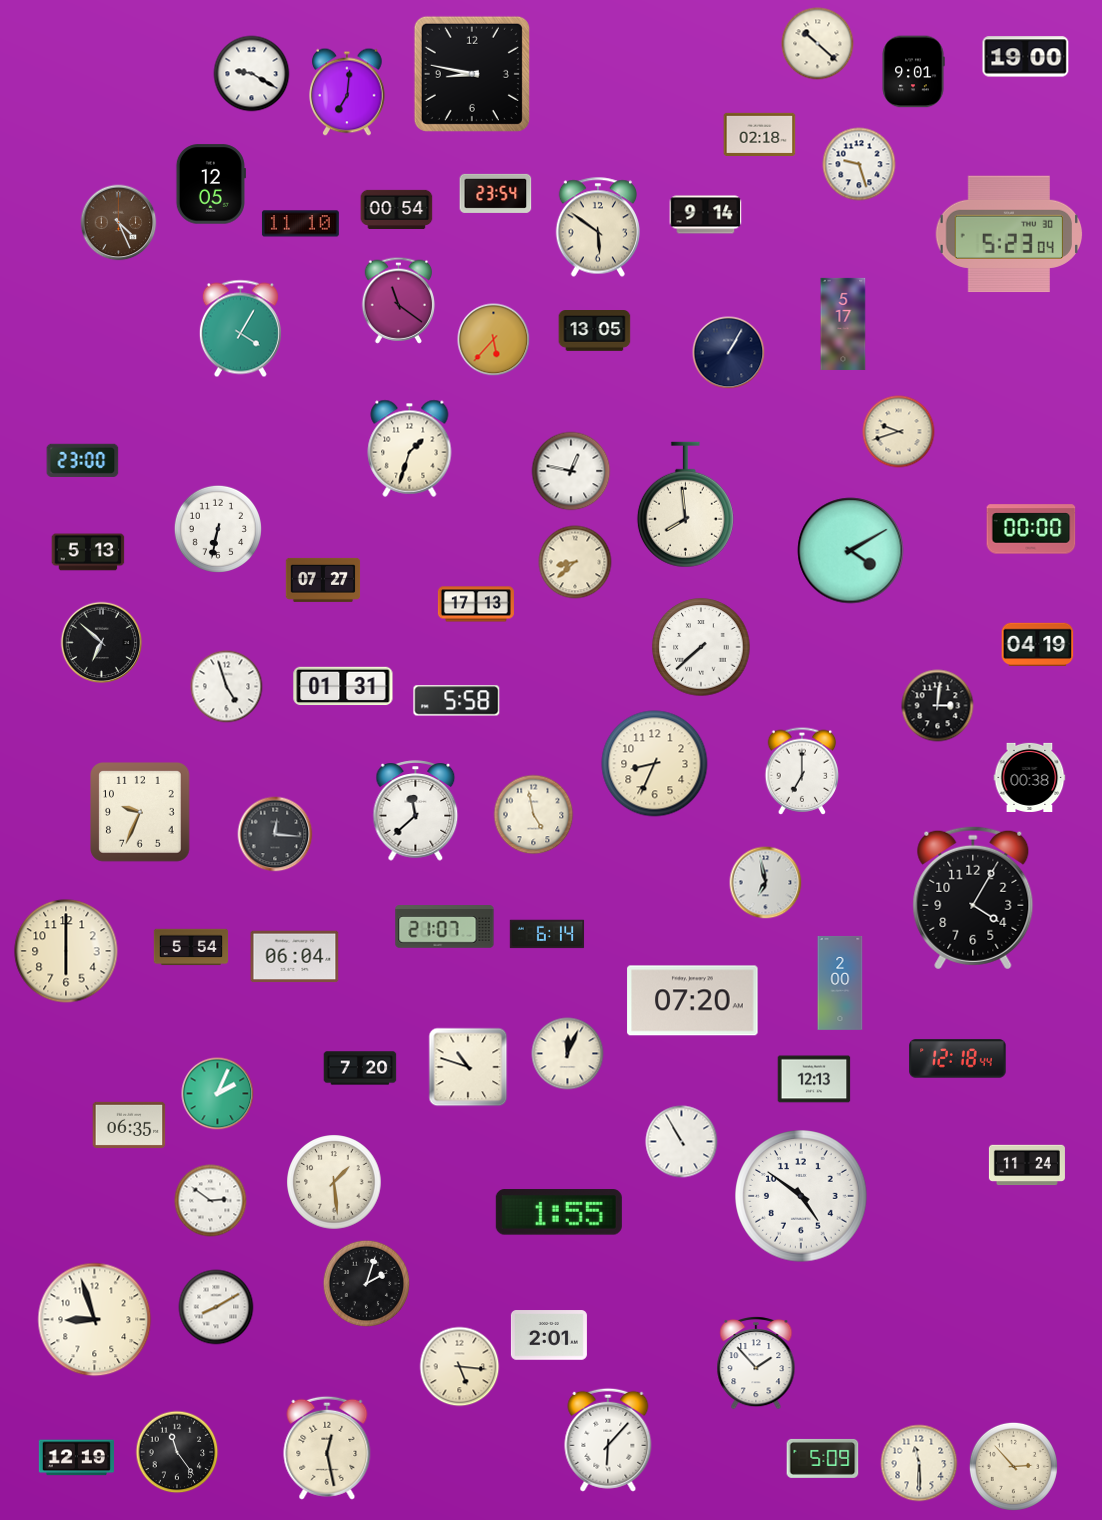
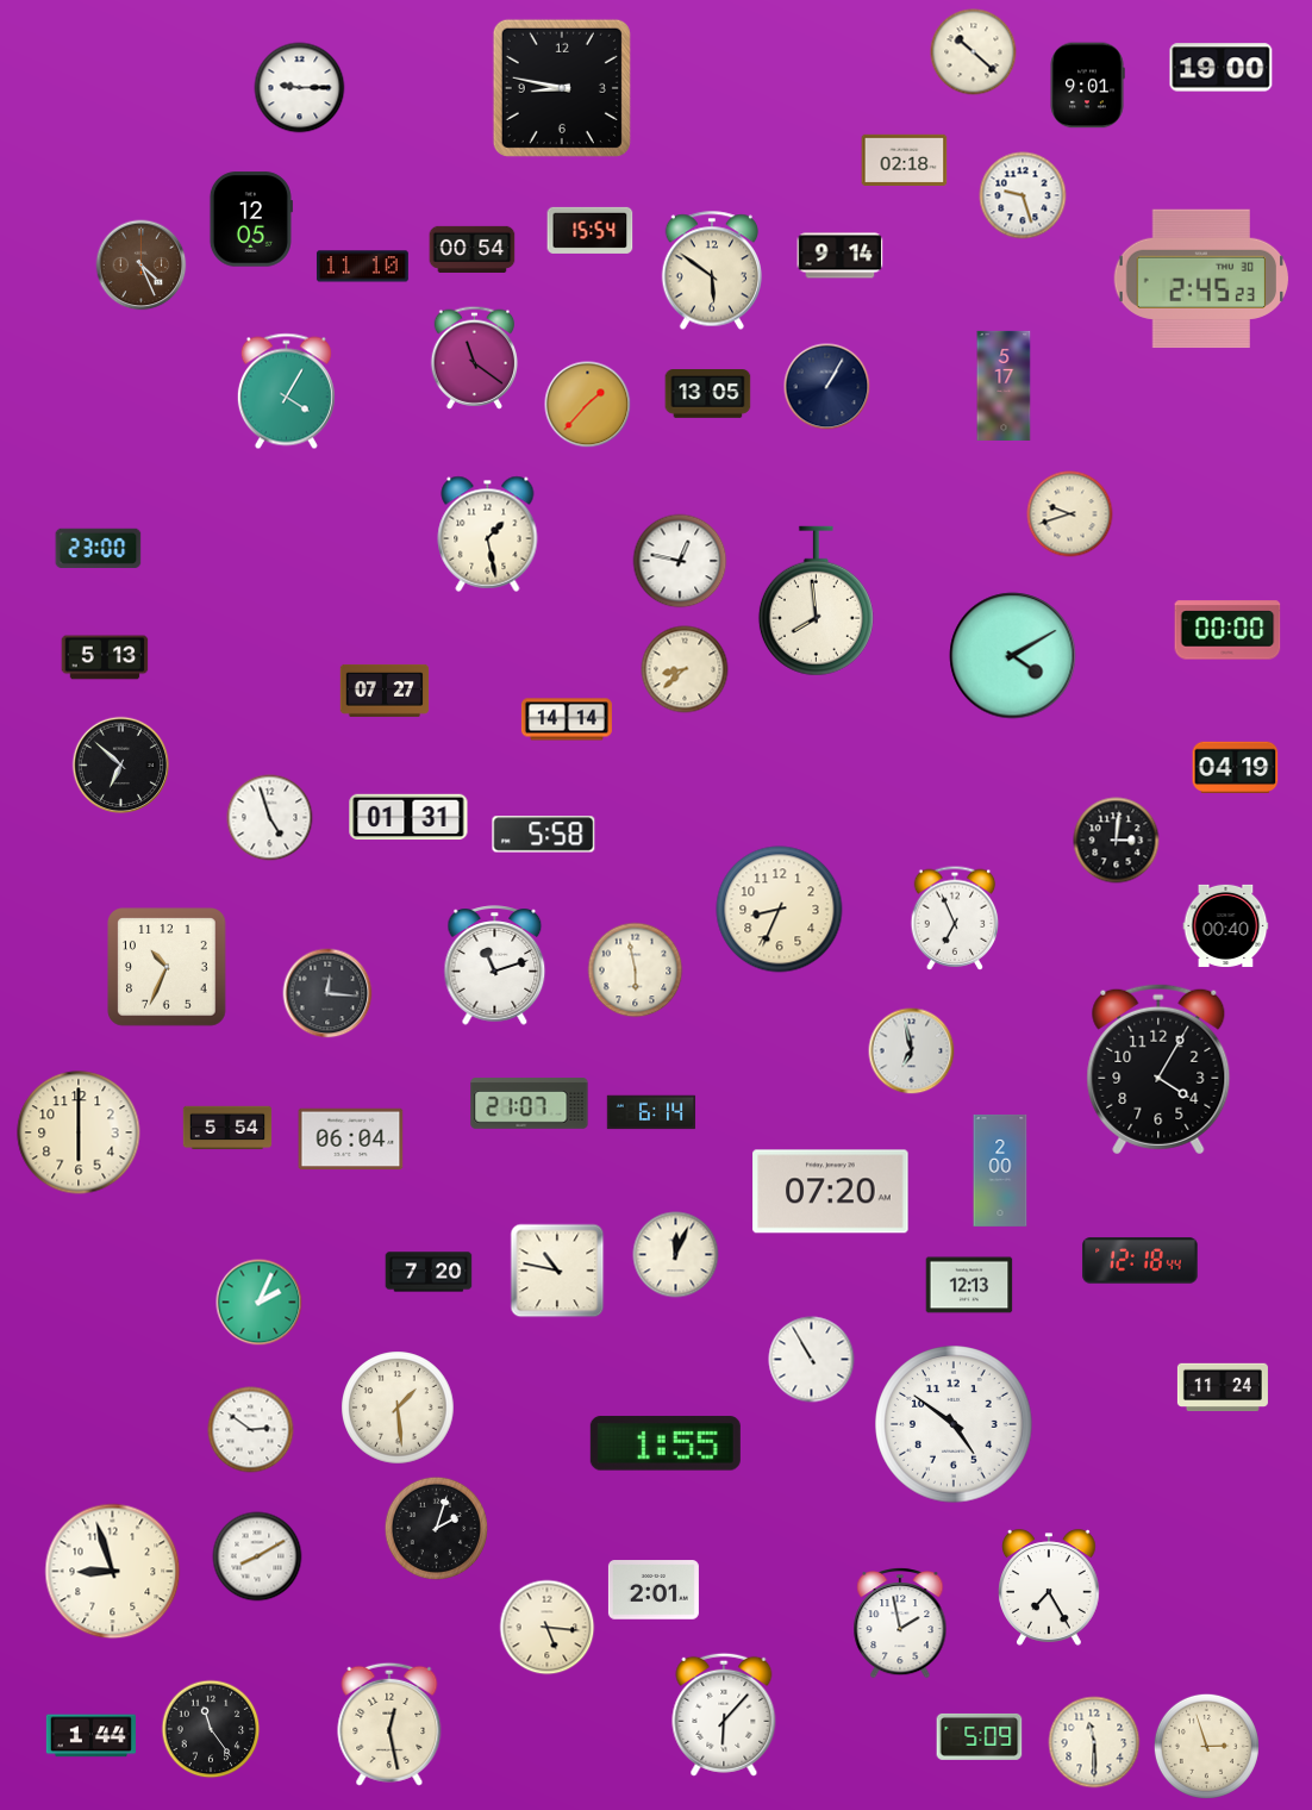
clock at (252, 74): 9:20 -> 9:15
clock at (347, 92): 7:01 -> none
clock at (496, 193): 23:54 -> 15:54
clock at (300, 224) position: (300, 224) -> (362, 267)
clock at (1009, 234): 5:23 -> 2:45
clock at (494, 340): 5:37 -> 1:37
clock at (729, 353) position: (729, 353) -> (827, 387)
clock at (410, 448): 1:33 -> 1:28
clock at (218, 529): 6:32 -> none
clock at (476, 604): 17:13 -> 14:14
clock at (701, 647): 7:38 -> none
clock at (802, 771): 7:00 -> 6:56
clock at (1030, 777): 00:38 -> 00:40
clock at (416, 811): 11:38 -> 11:12
clock at (140, 813): 9:34 -> 10:34
clock at (534, 815): 4:58 -> 5:58
clock at (693, 1001) position: (693, 1001) -> (831, 1192)
clock at (468, 1067): 10:48 -> 10:47
clock at (129, 1125): 06:35 -> none
clock at (1050, 1587): none -> 7:25
clock at (756, 1363): 1:53 -> 1:58
clock at (76, 1458): 12:19 -> 1:44
clock at (1013, 1466): 2:53 -> 2:57
